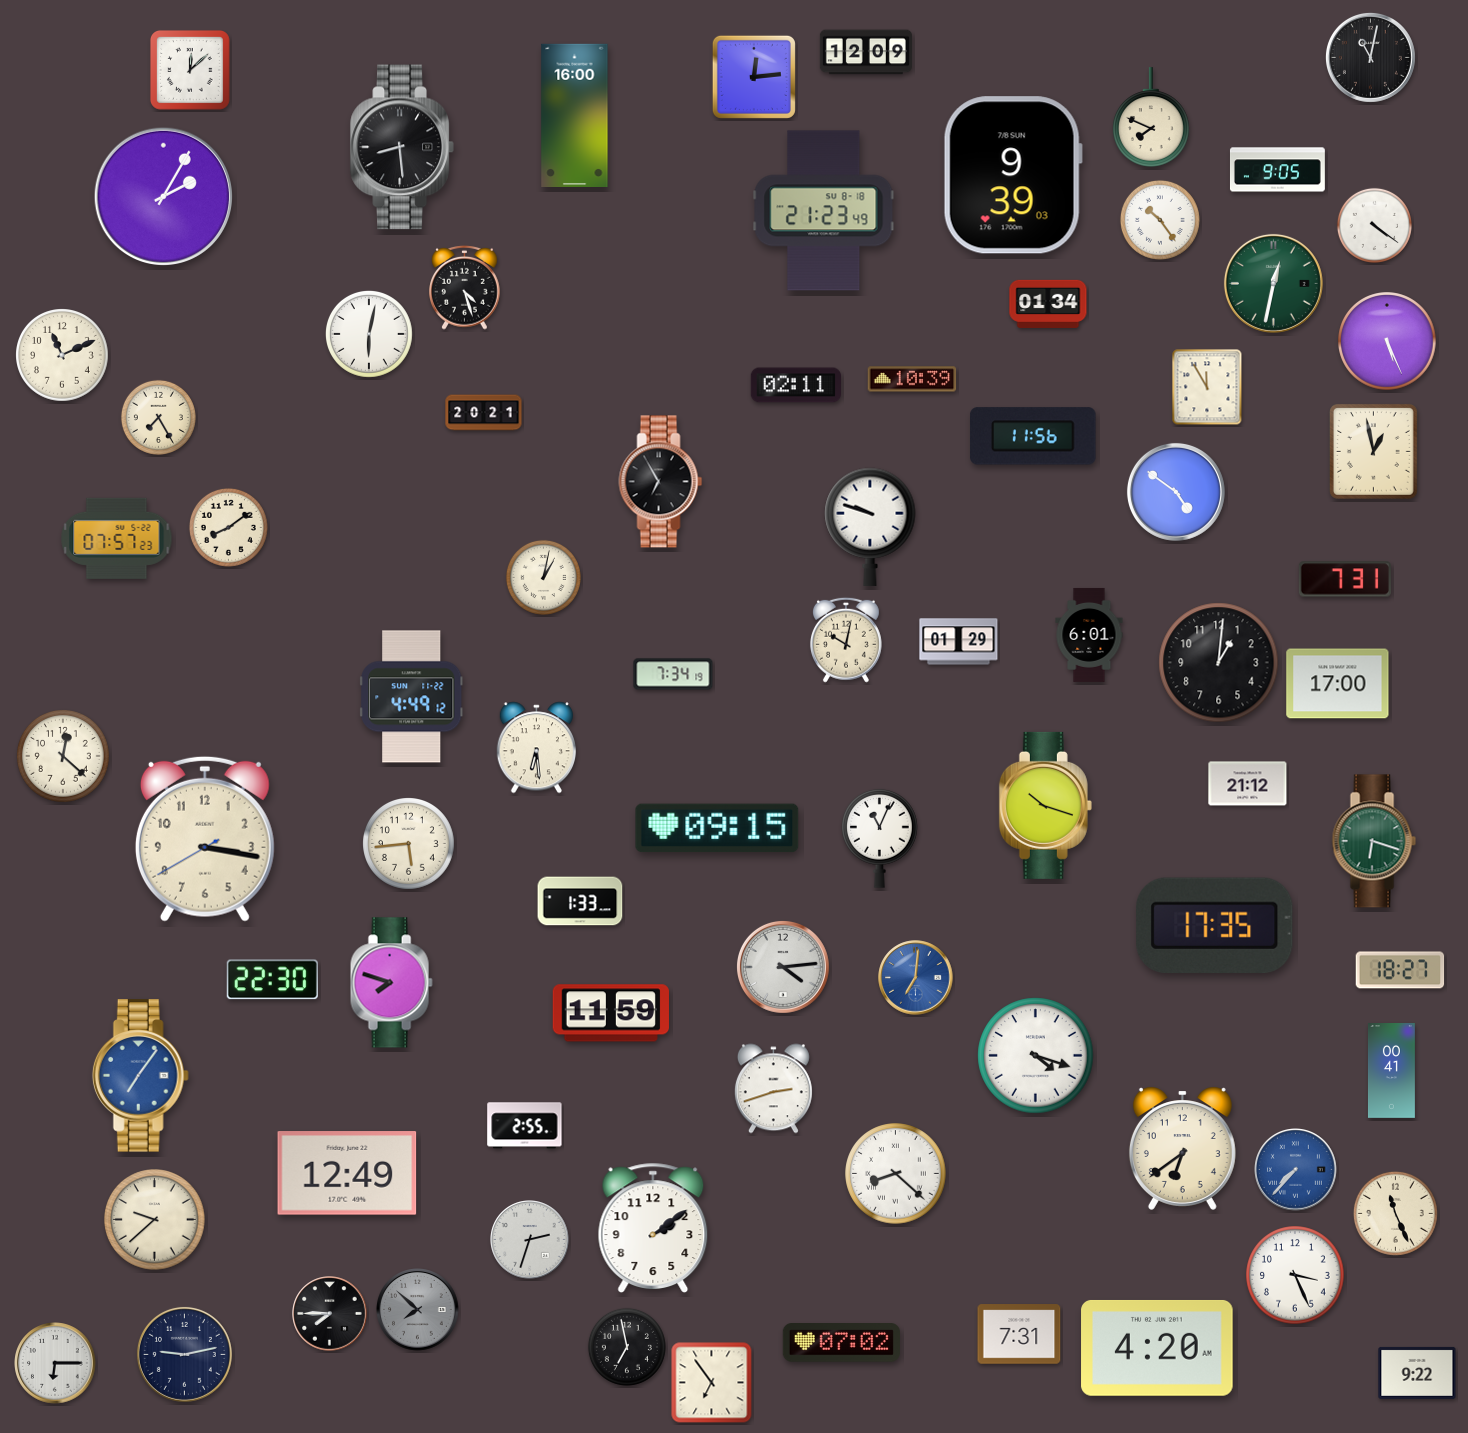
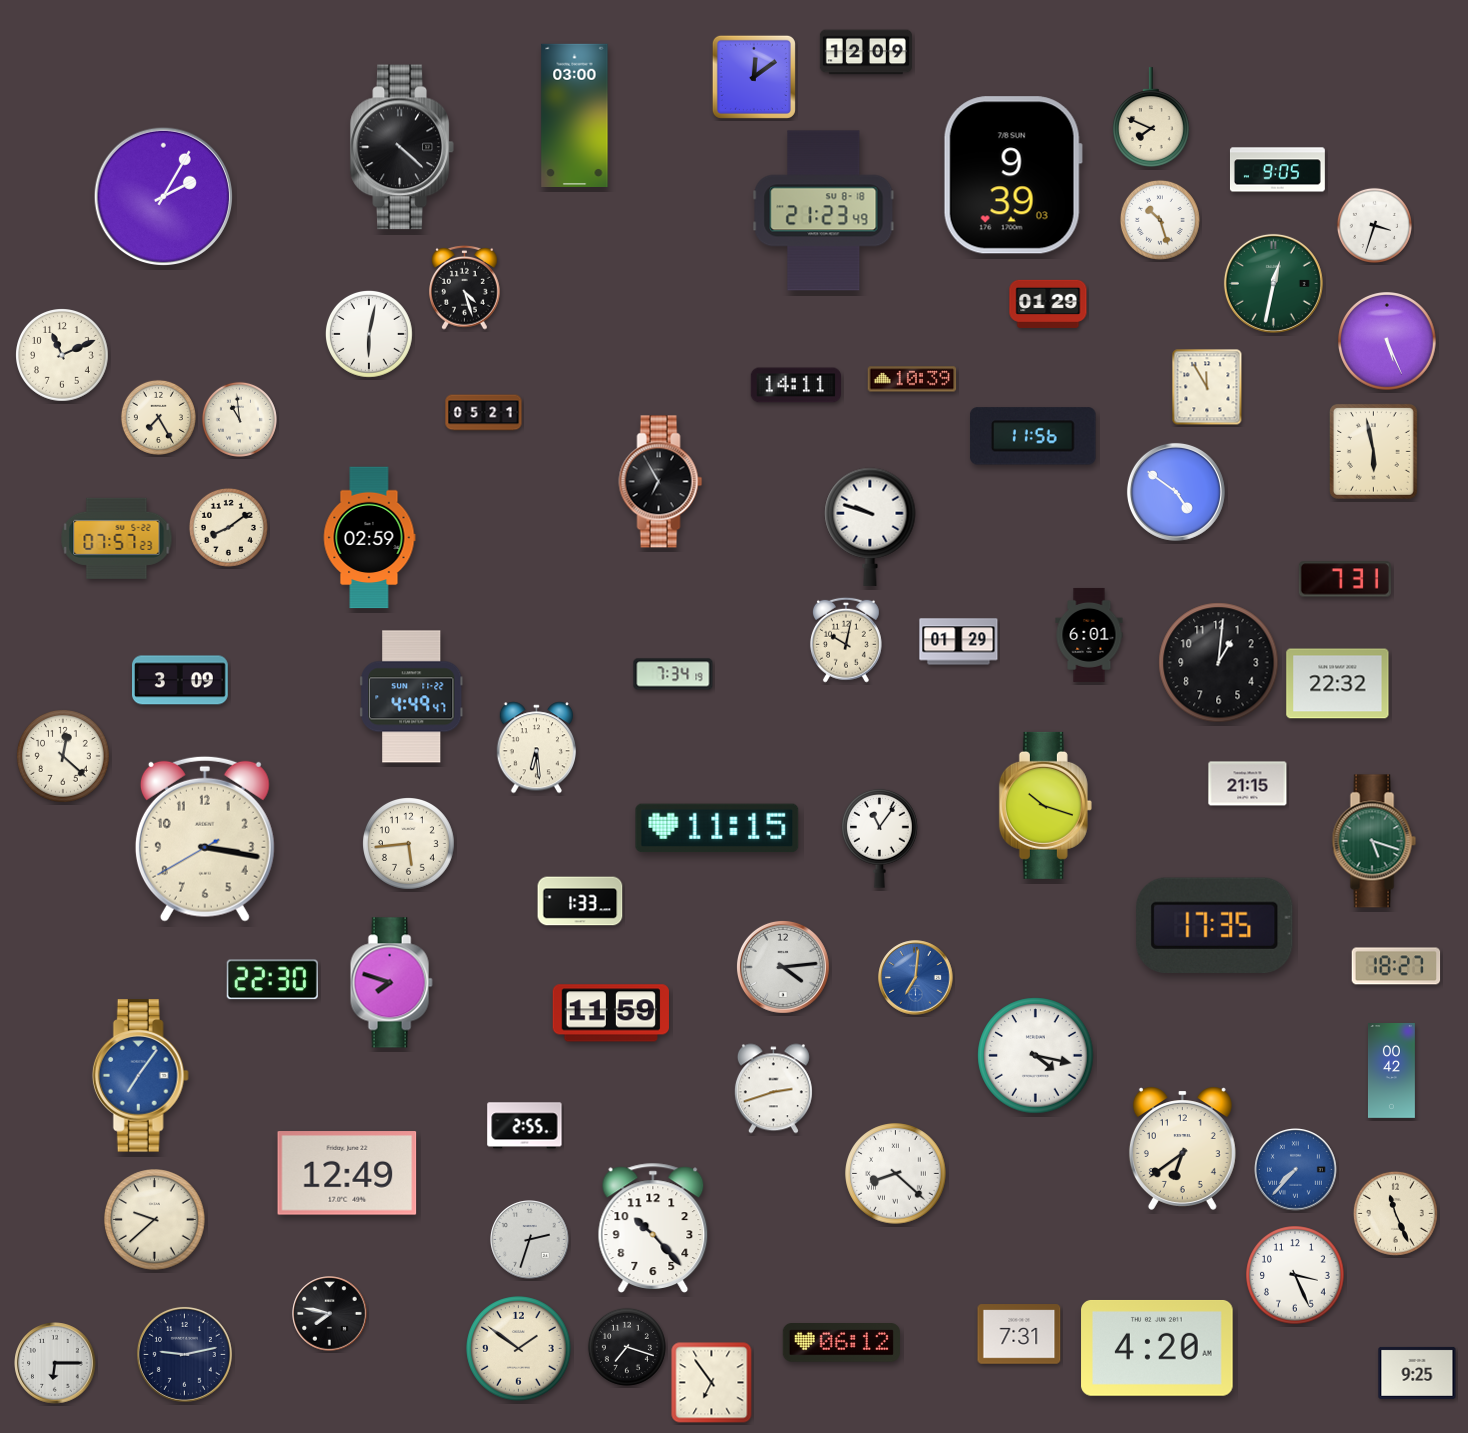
clock at (1370, 57): 11:02 -> none
clock at (190, 70): 12:08 -> none
clock at (754, 77): 12:14 -> 12:09
clock at (575, 115): 16:00 -> 03:00
clock at (402, 147): 8:29 -> 4:22
clock at (1160, 220): 10:24 -> 10:27
clock at (1374, 225): 4:21 -> 3:33
clock at (1048, 304): 01:34 -> 01:29
clock at (795, 385): 02:11 -> 14:11
clock at (484, 413): 20:21 -> 05:21
clock at (239, 419): none -> 10:59
clock at (1373, 452): 12:58 -> 5:58
clock at (369, 538): none -> 02:59
clock at (543, 577): 1:02 -> none
clock at (181, 680): none -> 3:09
clock at (1338, 684): 17:00 -> 22:32
clock at (412, 697): 4:49:12 -> 4:49:47
clock at (1248, 784): 21:12 -> 21:15
clock at (717, 828): 09:15 -> 11:15
clock at (880, 838): 11:04 -> 11:06
clock at (1374, 841): 6:18 -> 5:18
clock at (1400, 970) position: (1400, 970) -> (1396, 966)
clock at (1036, 1056): 4:18 -> 4:17
clock at (1391, 1071): 00:41 -> 00:42
clock at (653, 1228): 2:09 -> 10:23
clock at (418, 1310): 7:52 -> none
clock at (330, 1314): 7:45 -> 7:47
clock at (841, 1343): 07:02 -> 06:12
clock at (627, 1347): 6:58 -> 7:18
clock at (519, 1349): none -> 1:51
clock at (1417, 1373): 9:22 -> 9:25
